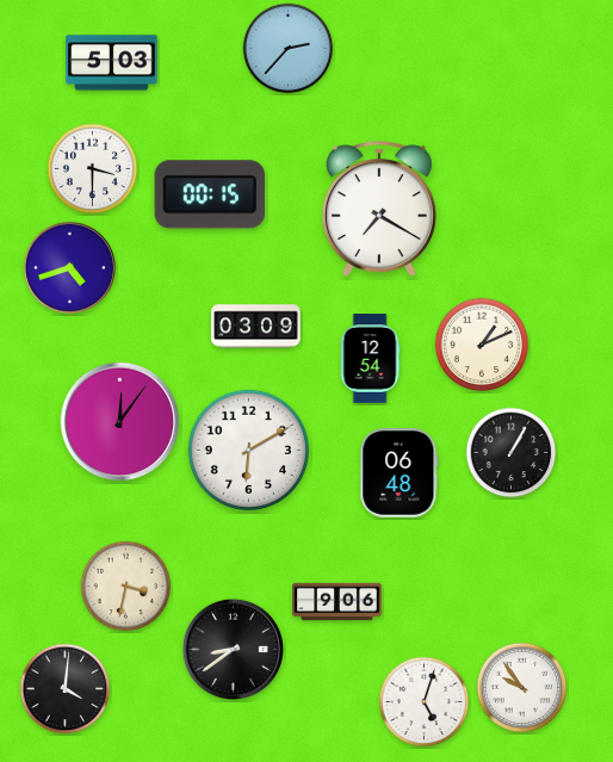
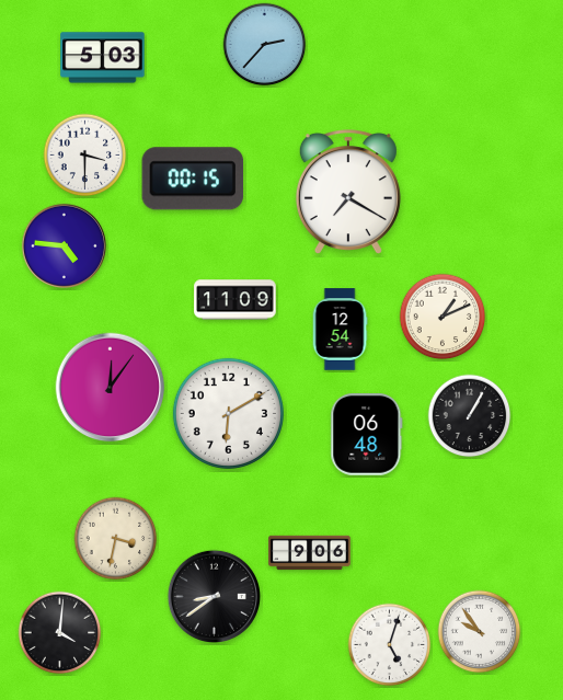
clock at (69, 267): 4:42 -> 4:46
clock at (256, 327): 03:09 -> 11:09
